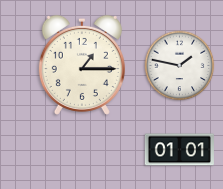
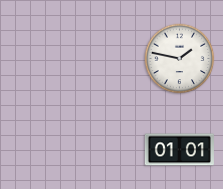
clock at (82, 65): 1:15 -> none
clock at (180, 66) position: (180, 66) -> (180, 59)
